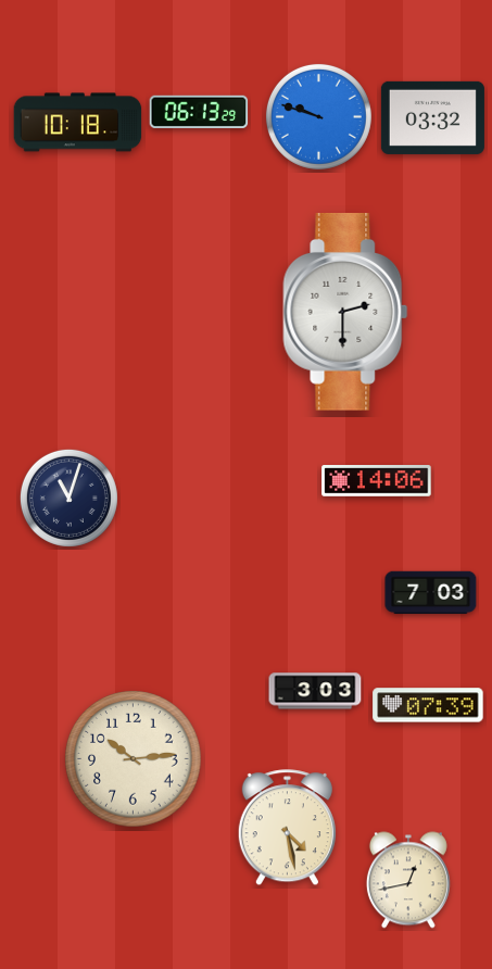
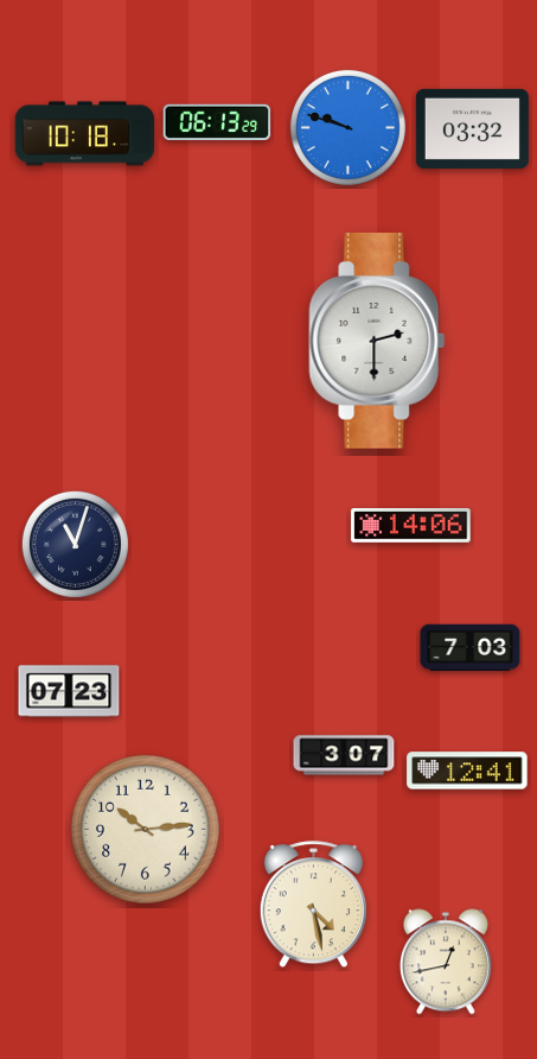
clock at (69, 691): none -> 07:23
clock at (315, 691): 3:03 -> 3:07
clock at (428, 705): 07:39 -> 12:41
